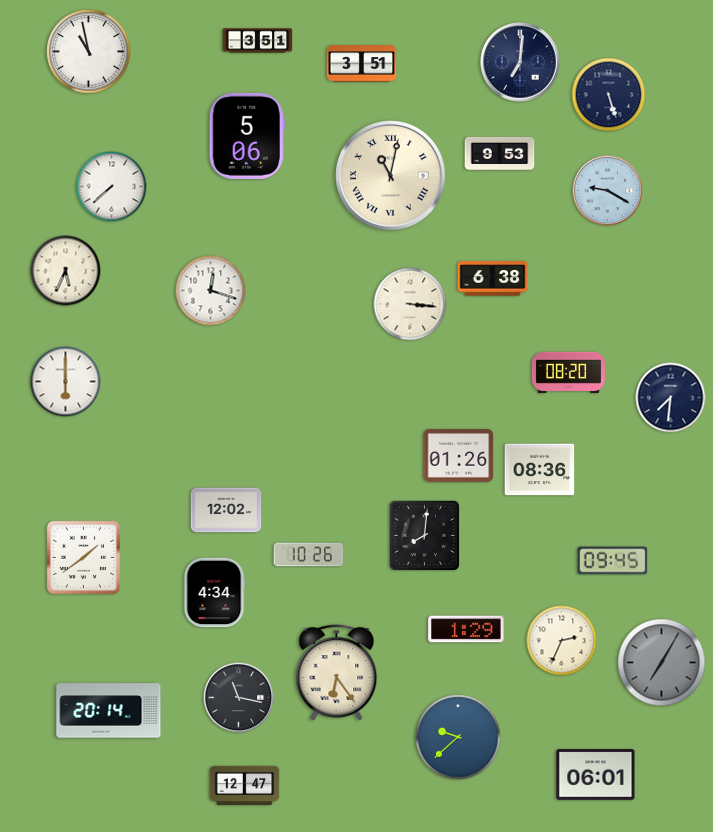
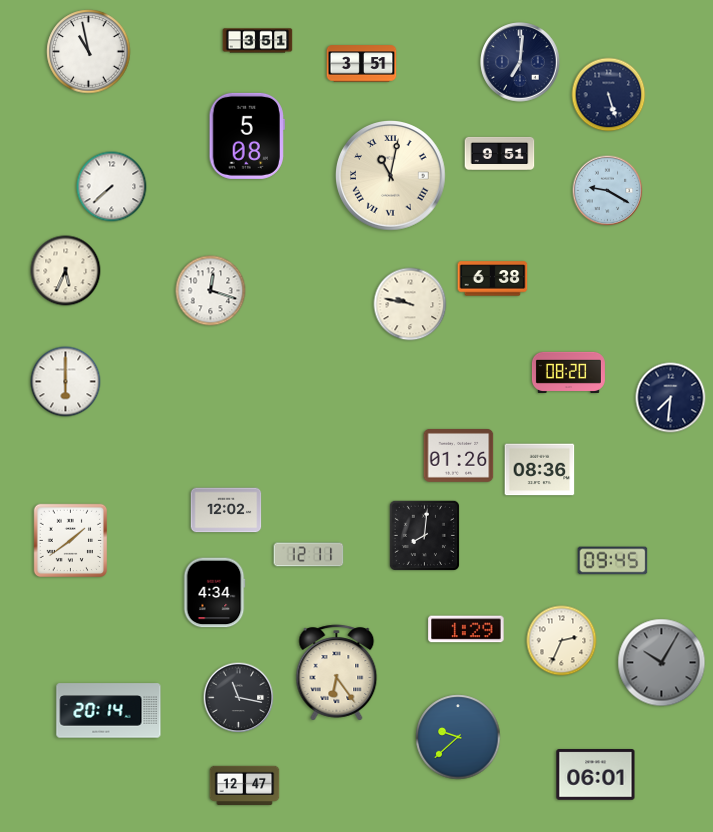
clock at (247, 136): 5:06 -> 5:08
clock at (500, 153): 9:53 -> 9:51
clock at (410, 304): 3:16 -> 9:47
clock at (309, 555): 10:26 -> 12:11
clock at (84, 558) position: (84, 558) -> (71, 541)
clock at (662, 663): 7:05 -> 10:05
